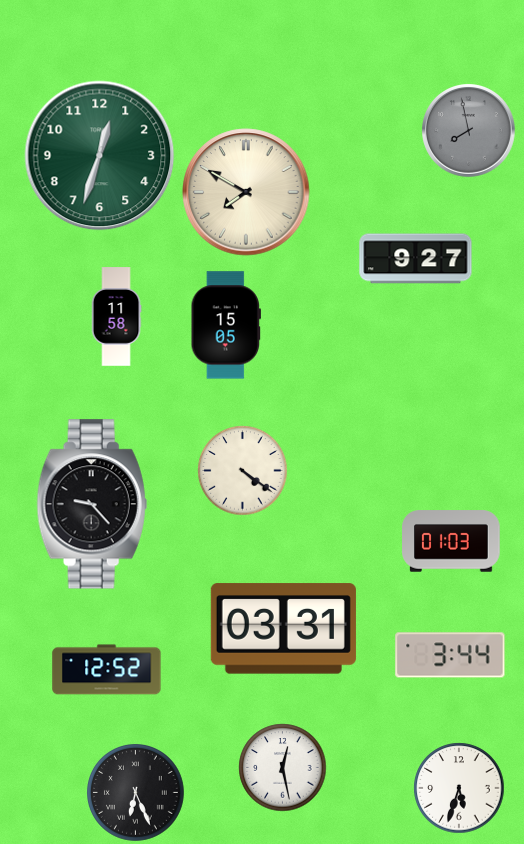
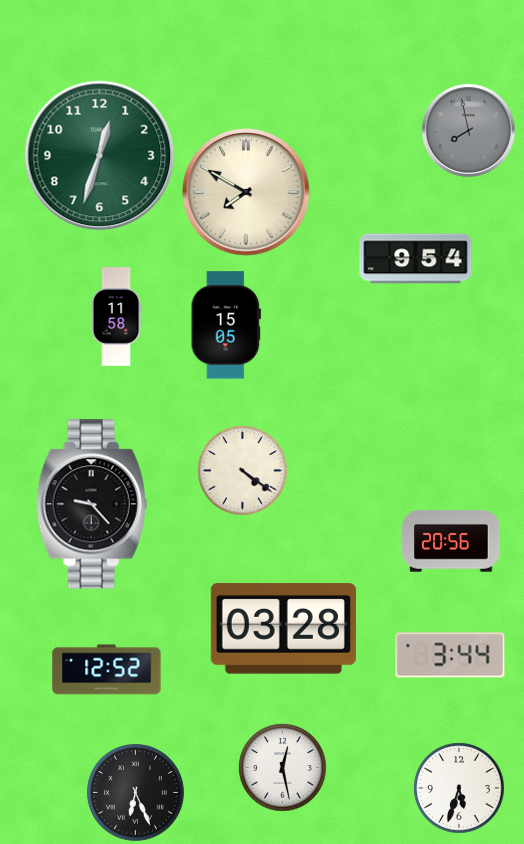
clock at (416, 259): 9:27 -> 9:54
clock at (451, 541): 01:03 -> 20:56
clock at (283, 629): 03:31 -> 03:28
